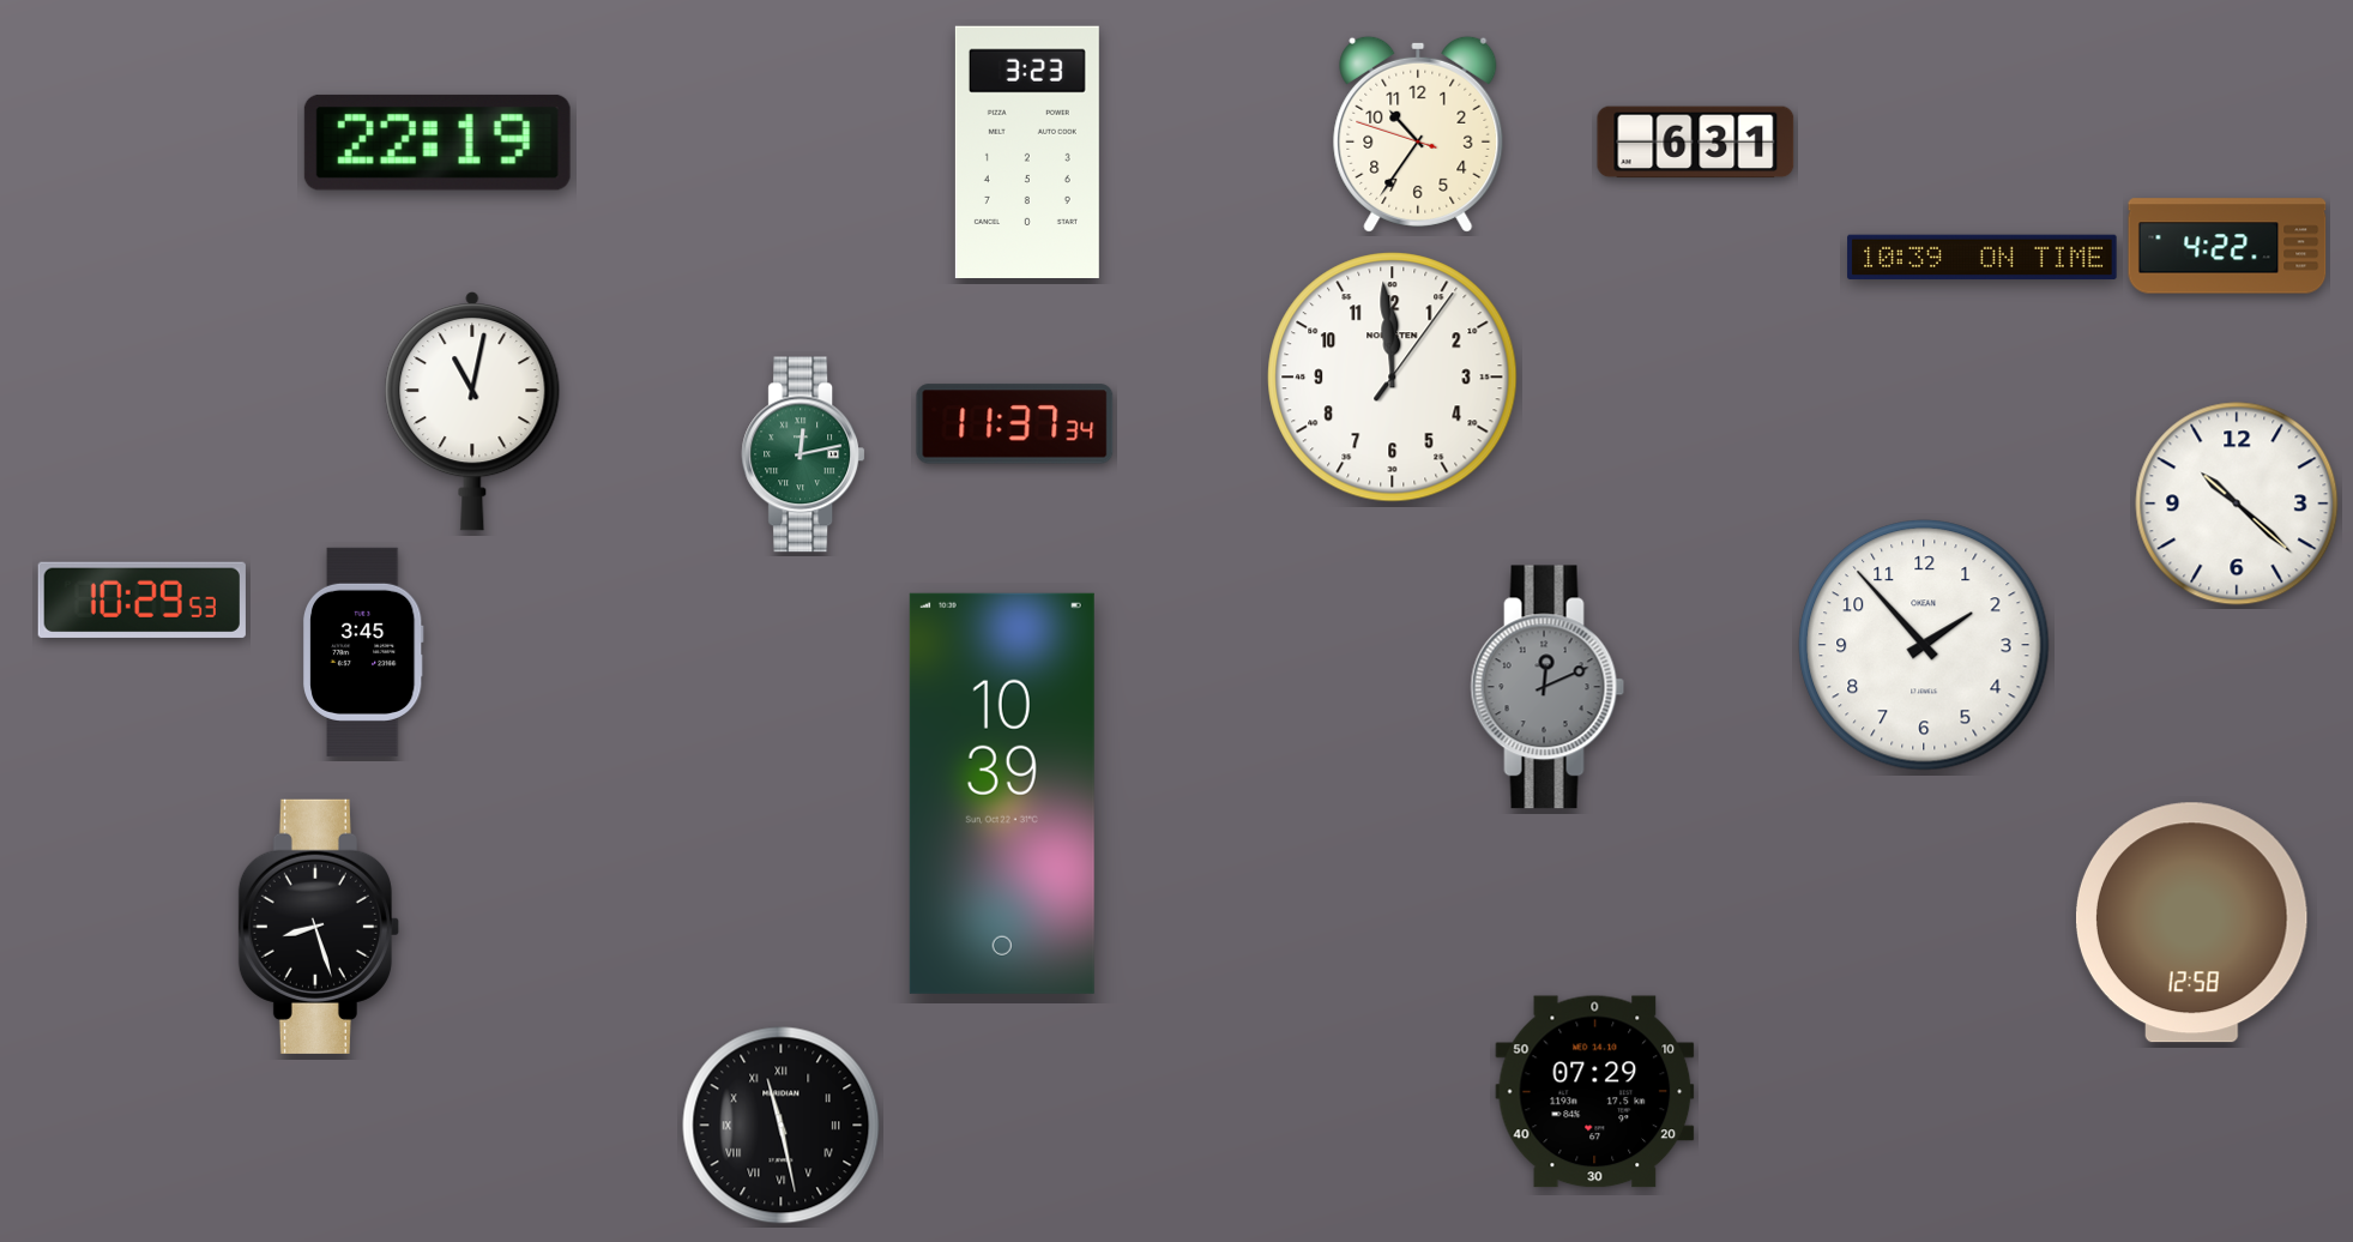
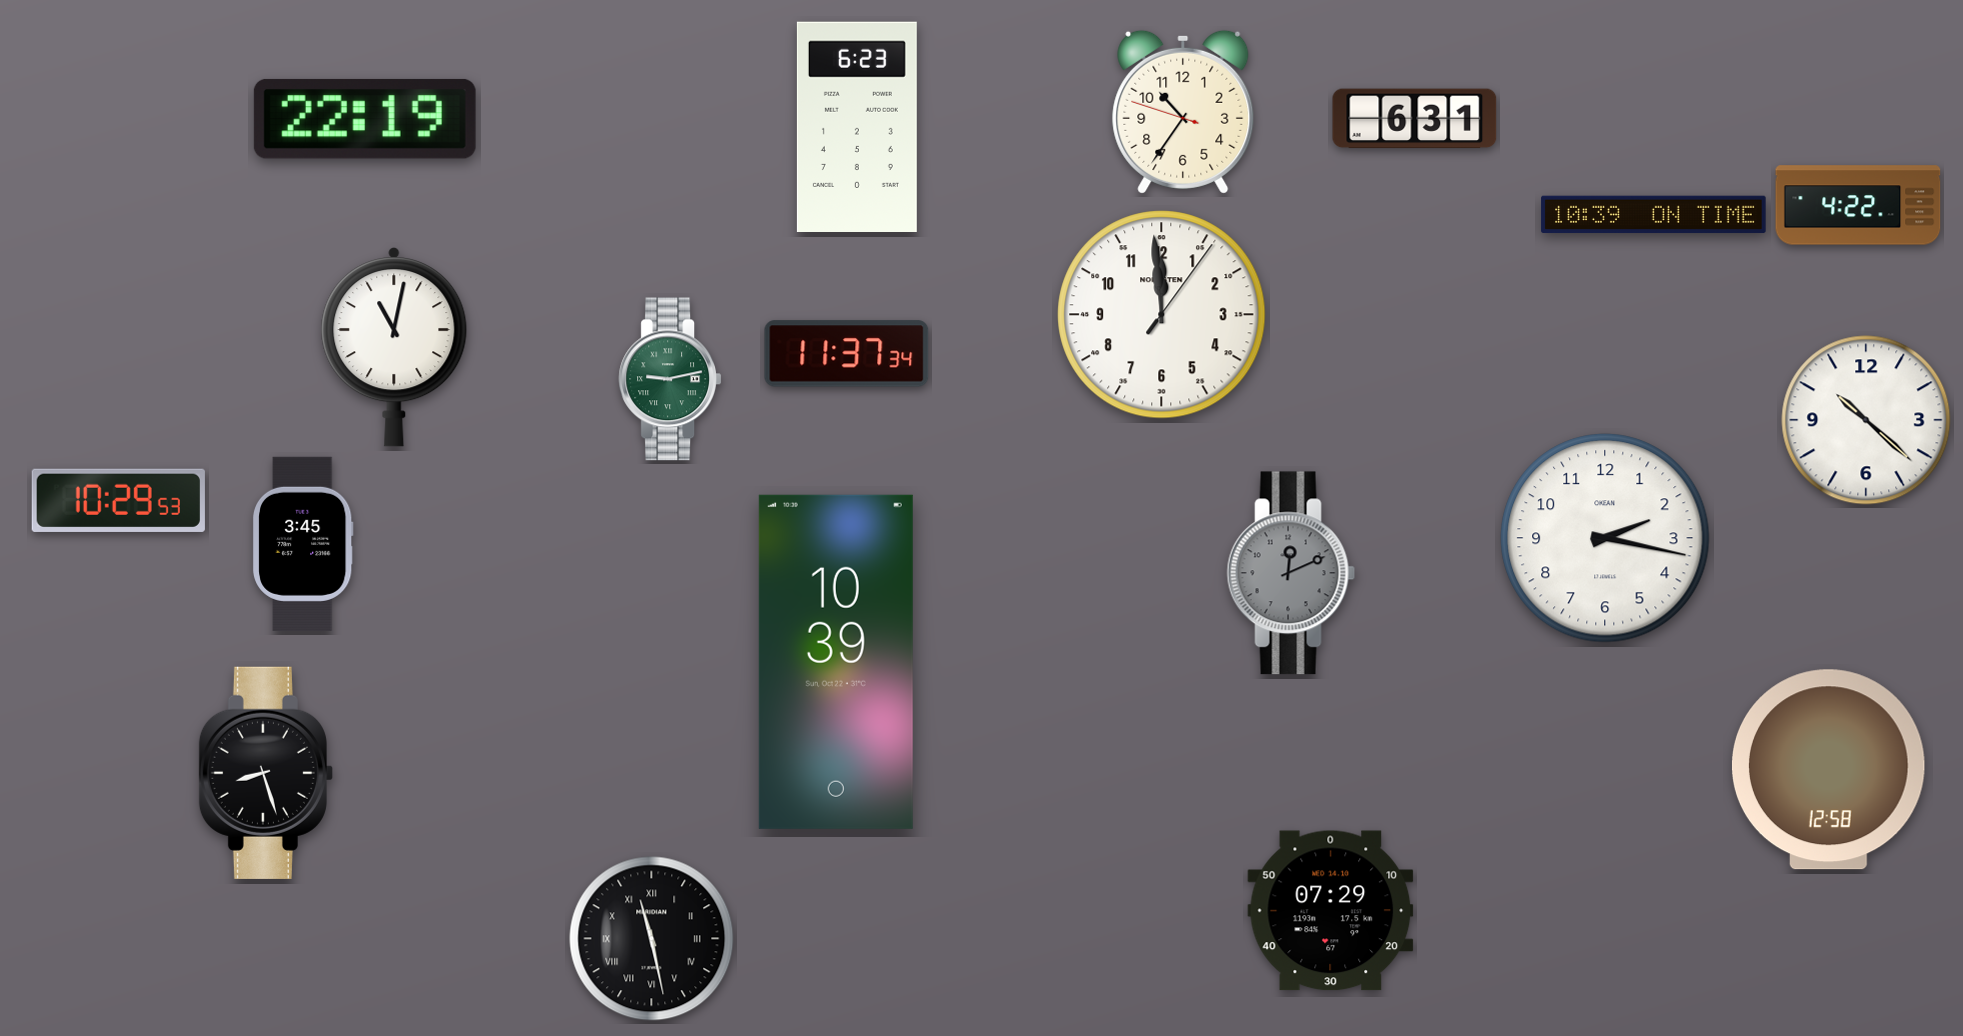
clock at (1027, 151): 3:23 -> 6:23
clock at (472, 412) position: (472, 412) -> (394, 348)
clock at (803, 454): 12:13 -> 9:13
clock at (1924, 645): 1:53 -> 2:17
